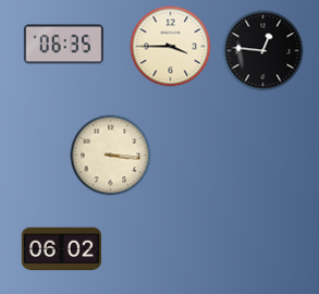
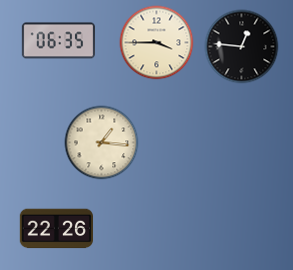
clock at (111, 156): 3:16 -> 1:16
clock at (61, 249): 06:02 -> 22:26
